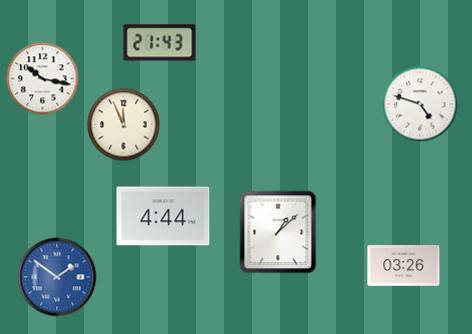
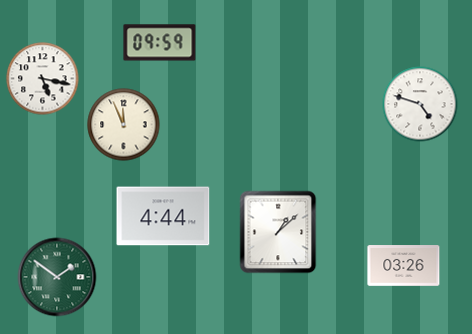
clock at (160, 43): 21:43 -> 09:59
clock at (43, 79): 10:17 -> 5:17
clock at (57, 277) dial: blue -> green
